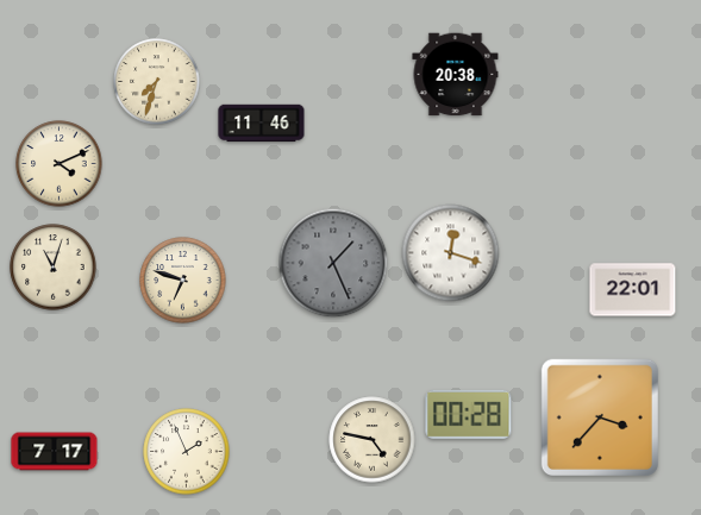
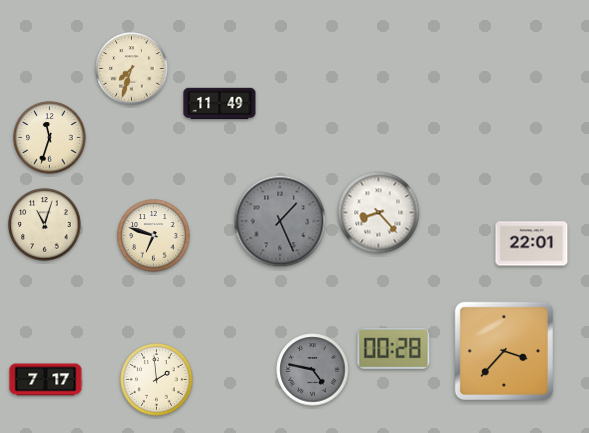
clock at (456, 75): 20:38 -> none
clock at (262, 124): 11:46 -> 11:49
clock at (60, 164): 4:11 -> 11:33
clock at (451, 253): 12:18 -> 8:23
clock at (373, 440) dial: cream -> grey
clock at (187, 452): 1:56 -> 1:59
